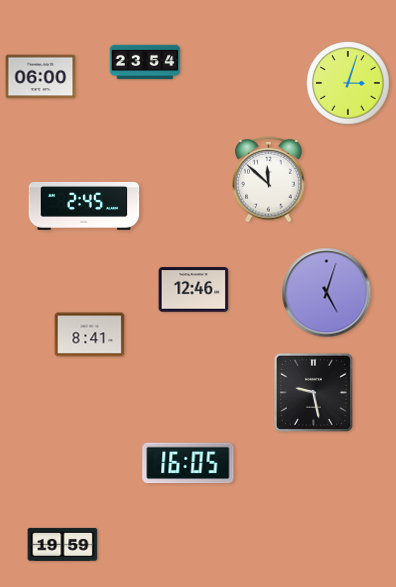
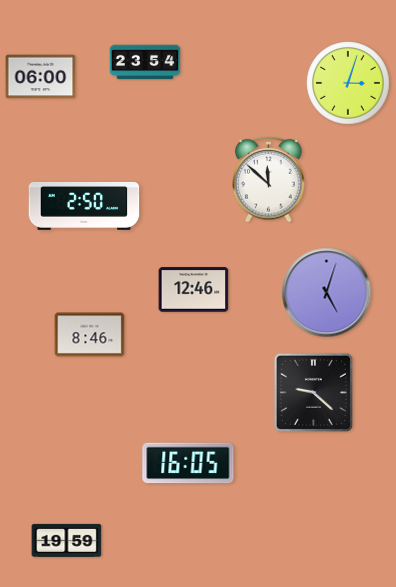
clock at (84, 206): 2:45 -> 2:50
clock at (90, 335): 8:41 -> 8:46
clock at (313, 392): 9:28 -> 9:22
clock at (63, 544) position: (63, 544) -> (67, 540)
